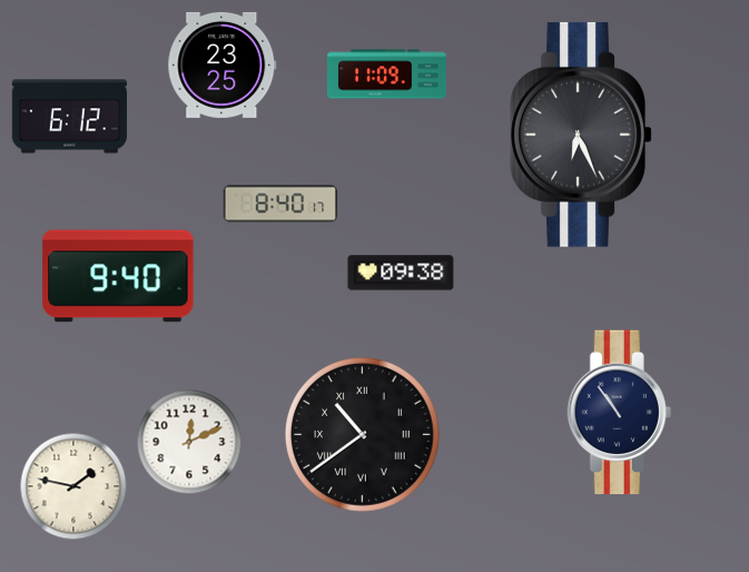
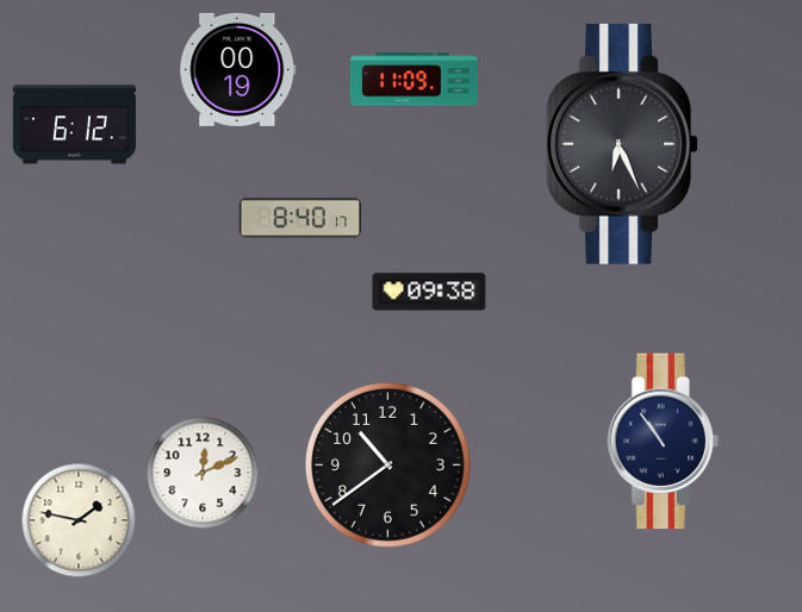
clock at (223, 65): 23:25 -> 00:19
clock at (118, 276): 9:40 -> none
clock at (362, 434) numerals: Roman -> Arabic
